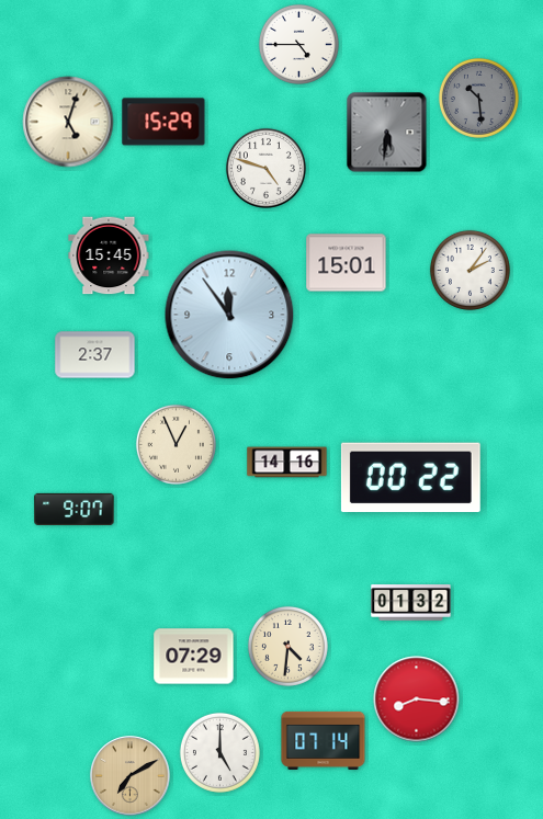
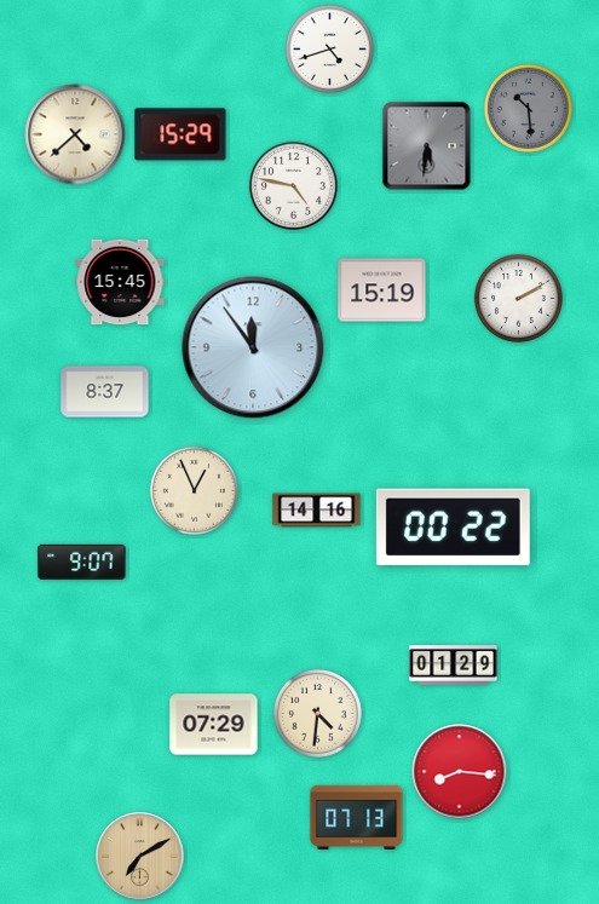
clock at (298, 44): 4:45 -> 4:42
clock at (68, 122): 5:03 -> 4:38
clock at (265, 168): 4:48 -> 4:47
clock at (347, 263): 15:01 -> 15:19
clock at (470, 270): 2:06 -> 2:10
clock at (95, 355): 2:37 -> 8:37
clock at (411, 603): 01:32 -> 01:29
clock at (324, 740): 07:14 -> 07:13
clock at (219, 752): 5:00 -> none
clock at (131, 776) position: (131, 776) -> (140, 857)
